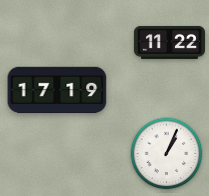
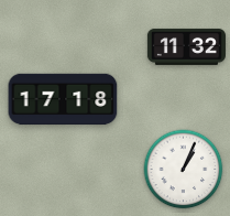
clock at (169, 42): 11:22 -> 11:32
clock at (57, 90): 17:19 -> 17:18
